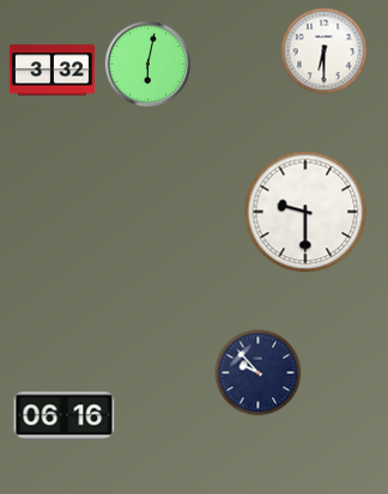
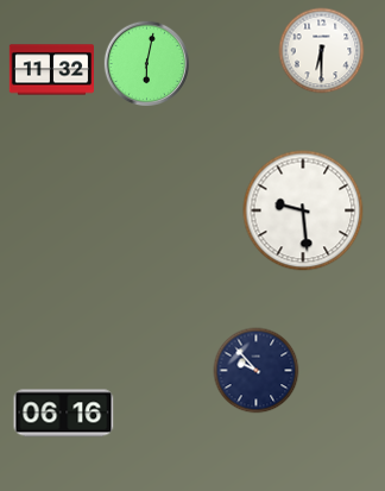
clock at (51, 71): 3:32 -> 11:32
clock at (305, 212): 9:30 -> 9:29
